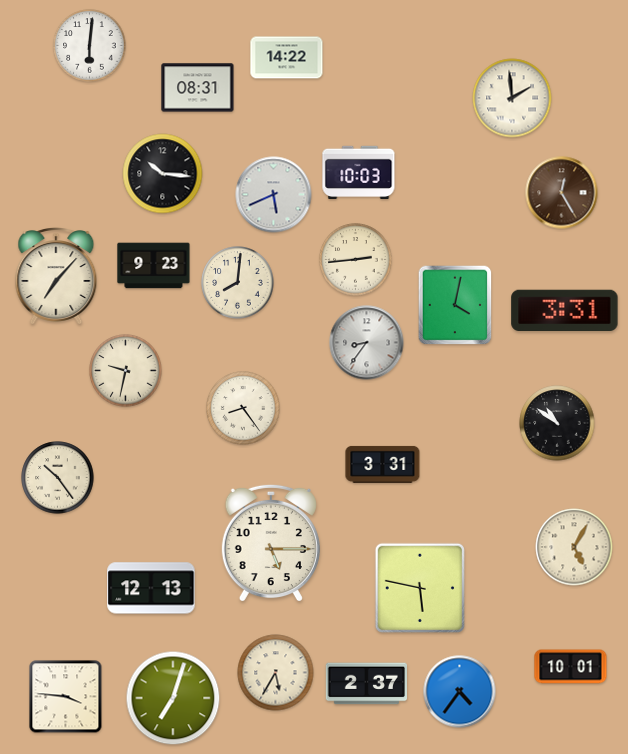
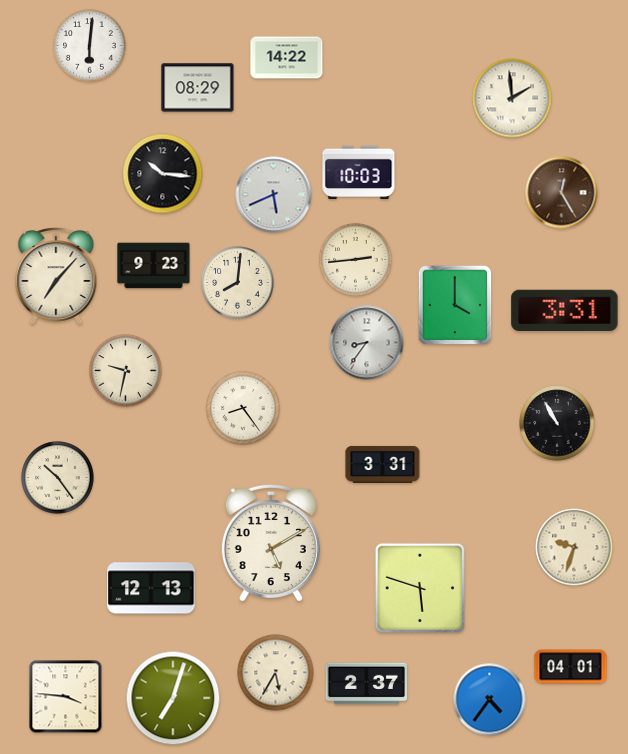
clock at (198, 88): 08:31 -> 08:29
clock at (455, 305): 4:02 -> 4:00
clock at (557, 423): 10:51 -> 10:55
clock at (271, 543): 5:15 -> 5:10
clock at (574, 547): 5:05 -> 9:33
clock at (420, 588): 5:47 -> 5:48
clock at (571, 667): 10:01 -> 04:01
clock at (460, 692) position: (460, 692) -> (490, 700)
